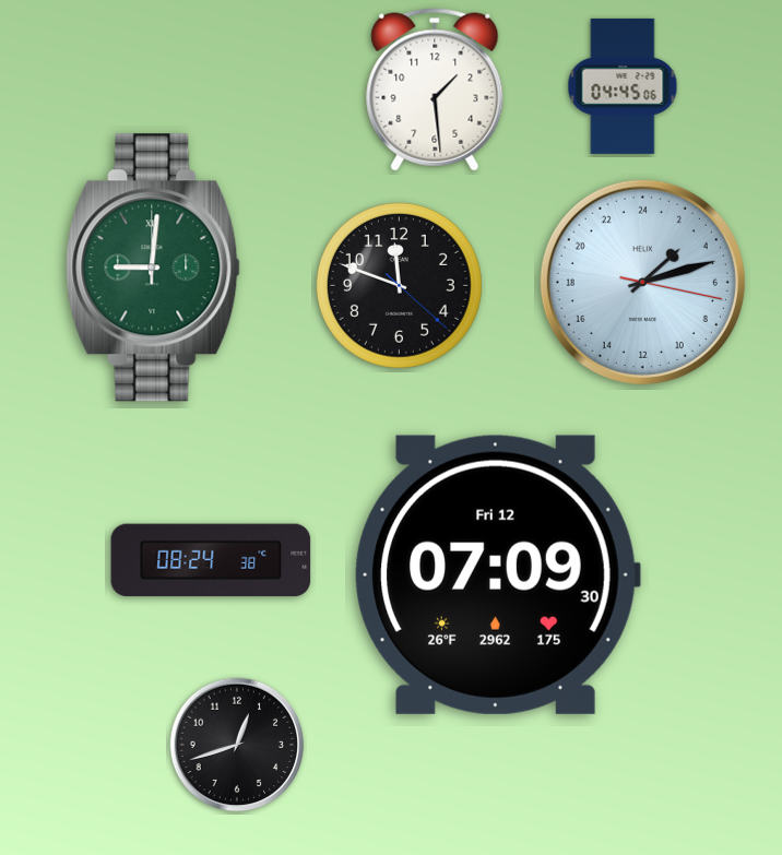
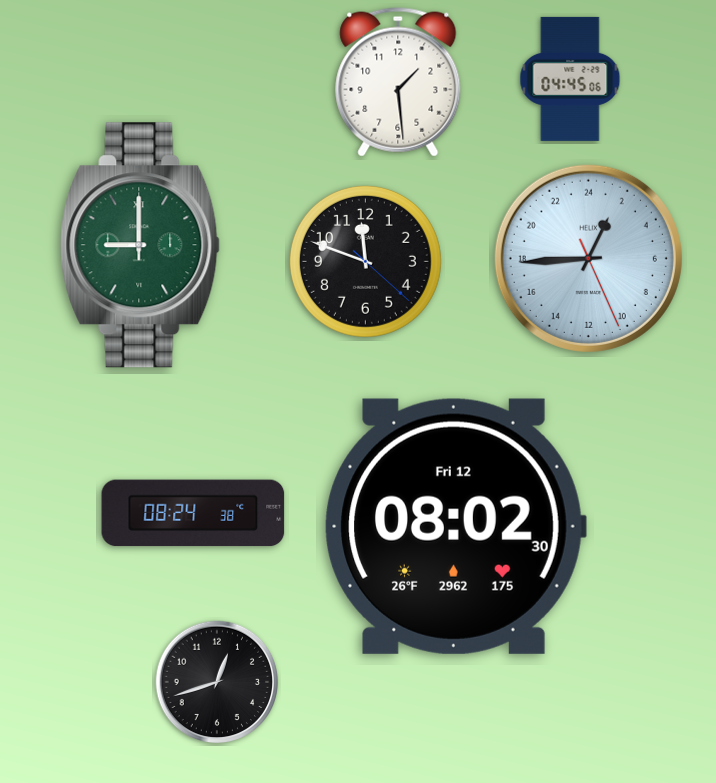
clock at (153, 268): 9:01 -> 9:00
clock at (642, 282): 3:12 -> 1:44
clock at (497, 574): 07:09 -> 08:02
